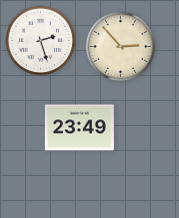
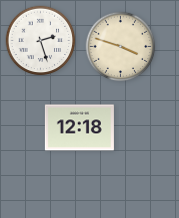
clock at (121, 47): 2:53 -> 3:48
clock at (79, 128): 23:49 -> 12:18
